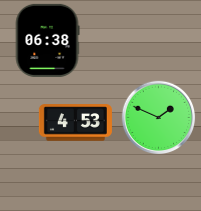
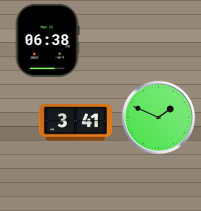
clock at (75, 123): 4:53 -> 3:41
